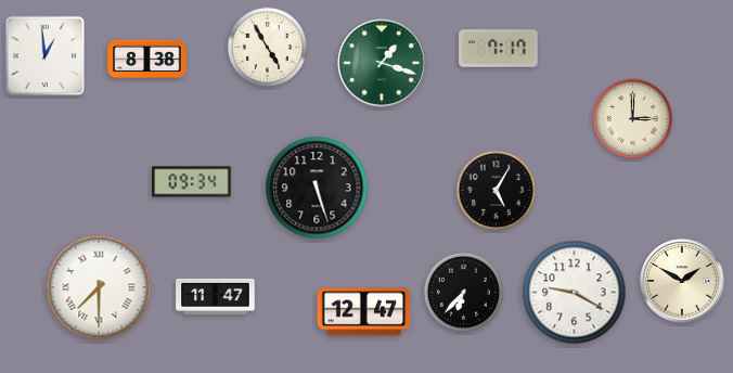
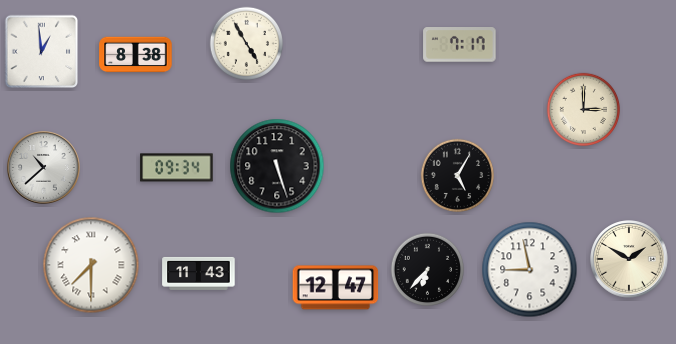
clock at (382, 63): 1:18 -> none
clock at (44, 168): none -> 10:38
clock at (317, 188) position: (317, 188) -> (277, 166)
clock at (575, 293): 9:20 -> 8:58
clock at (216, 296): 11:47 -> 11:43
